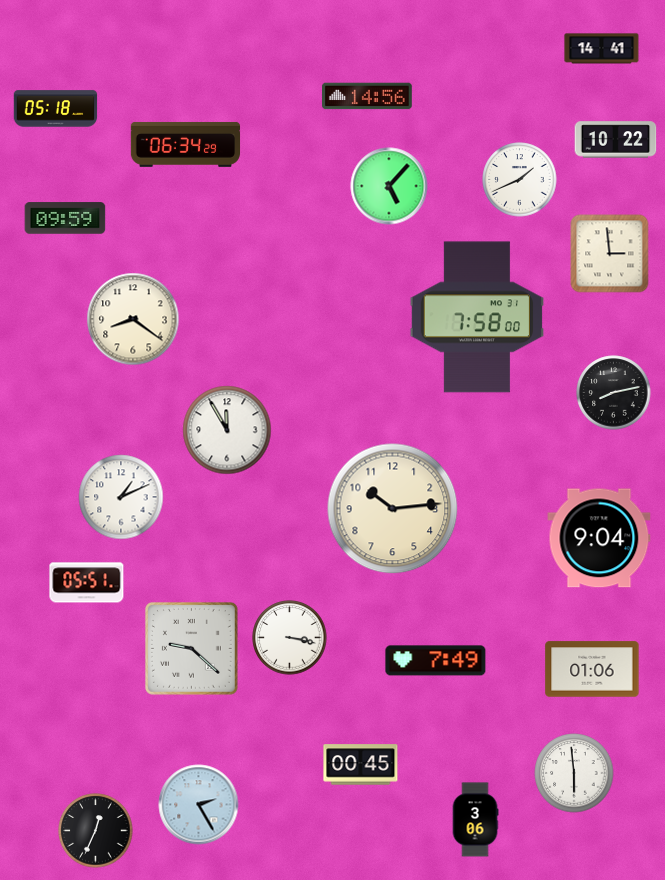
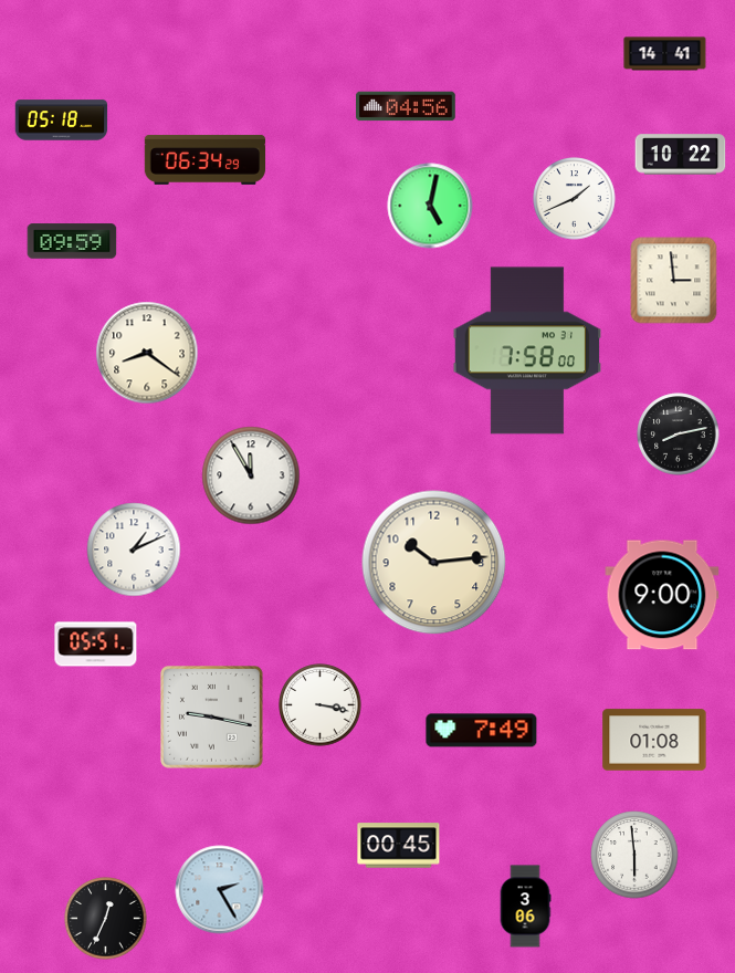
clock at (368, 96): 14:56 -> 04:56
clock at (389, 186): 5:07 -> 5:02
clock at (599, 538): 9:04 -> 9:00
clock at (192, 649): 9:22 -> 9:17
clock at (592, 669): 01:06 -> 01:08
